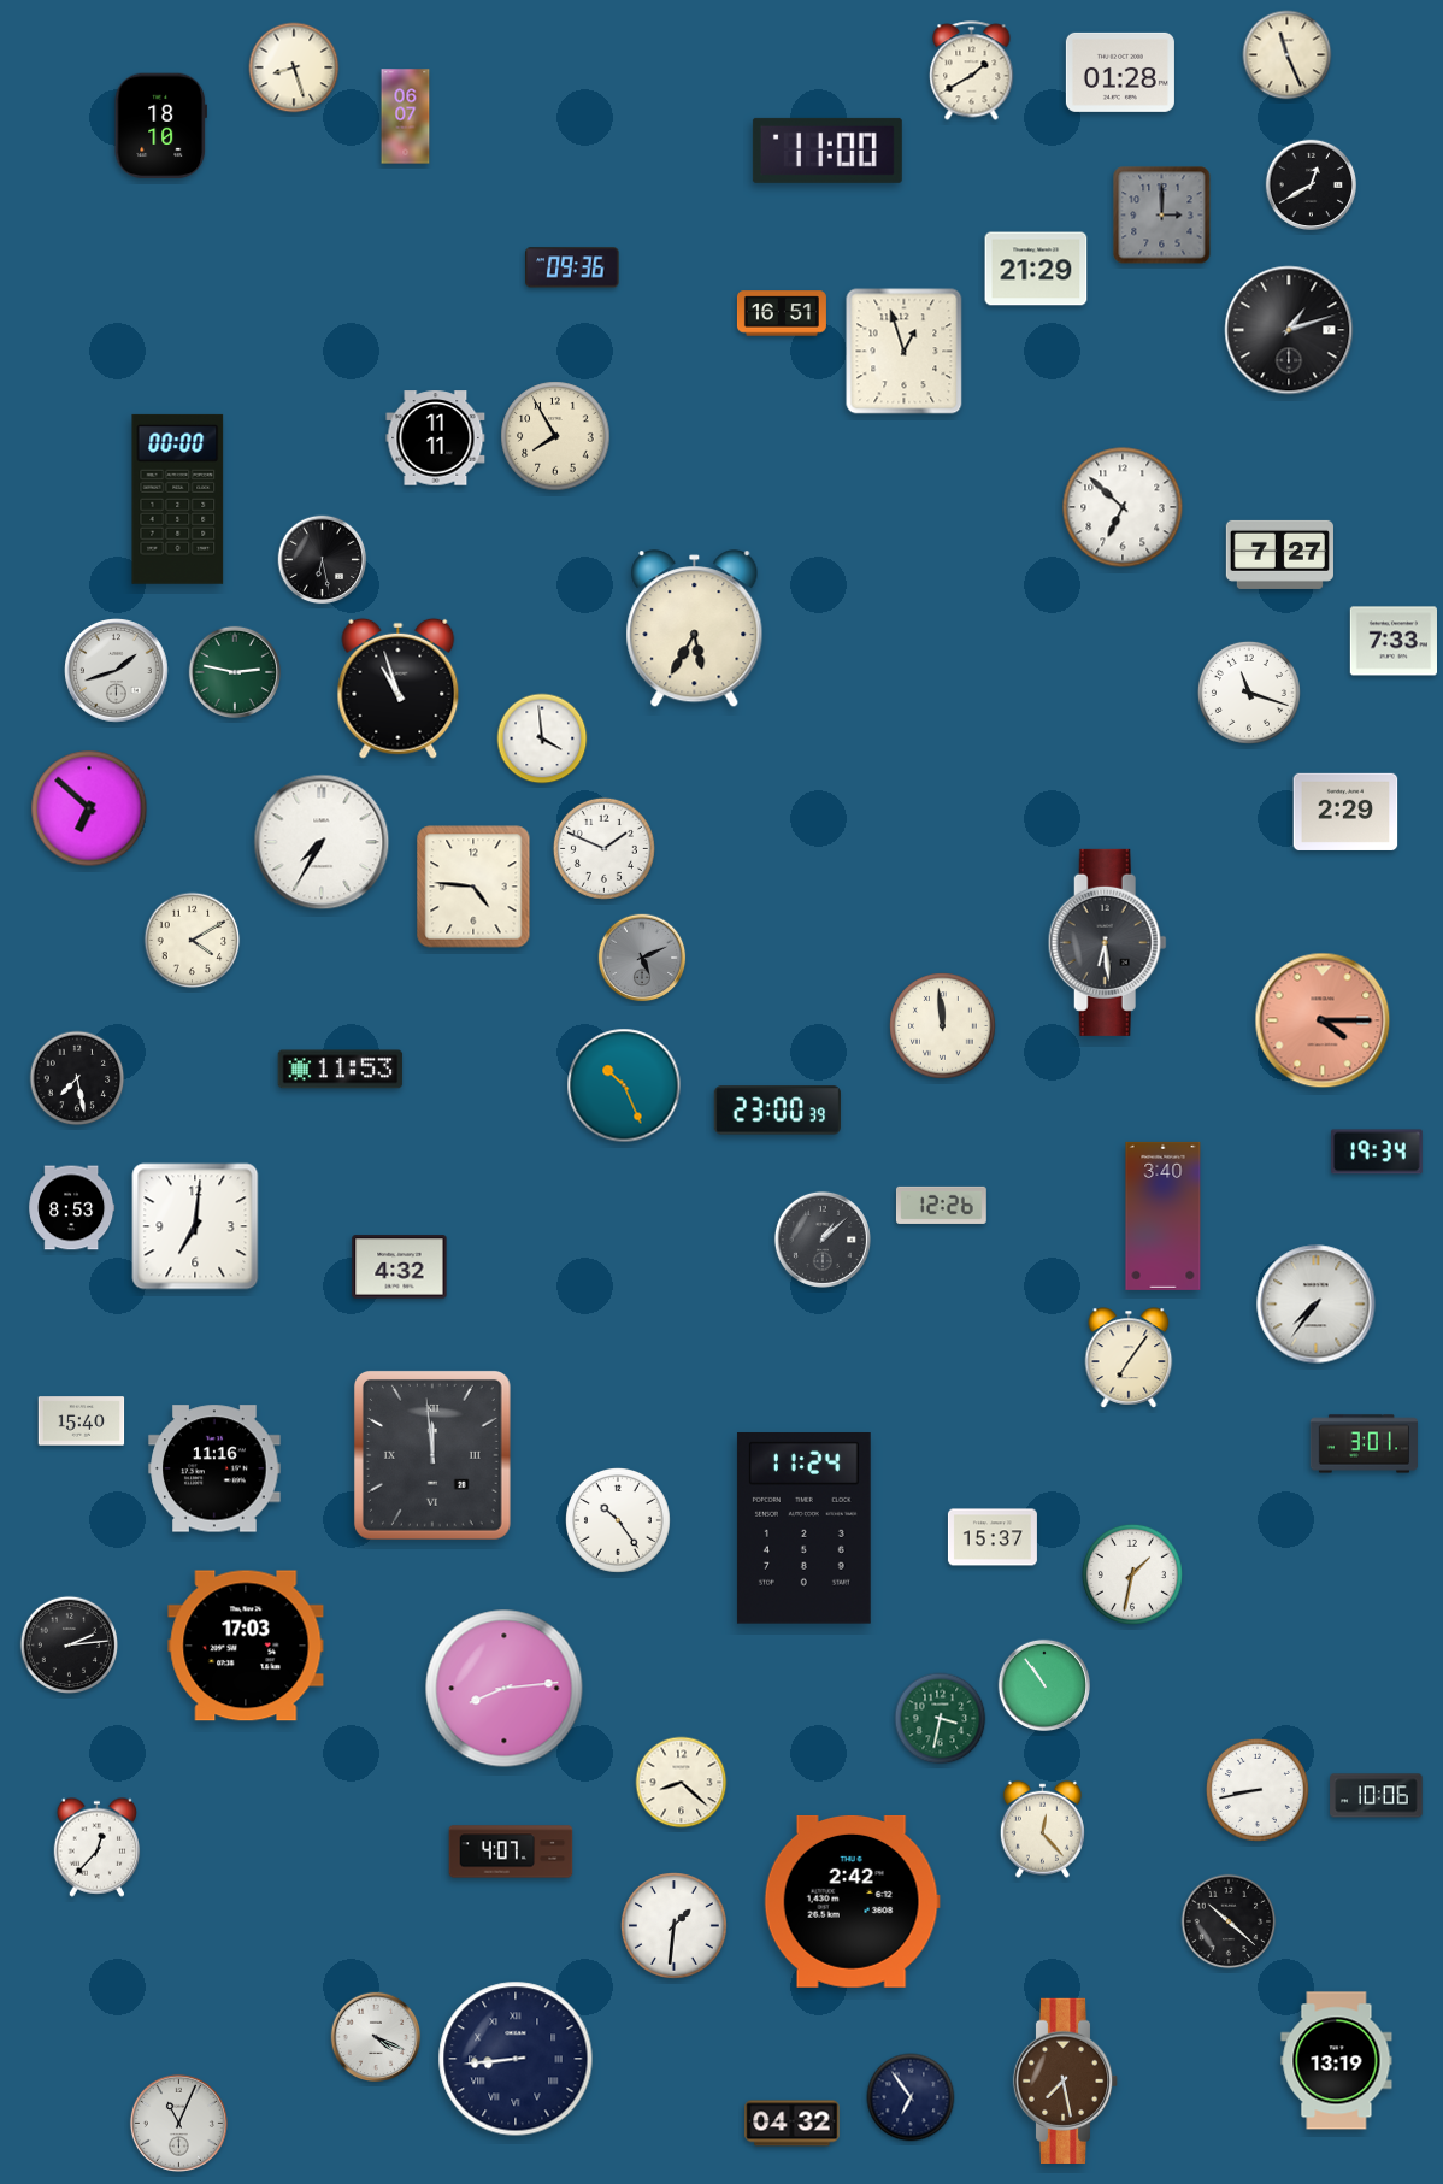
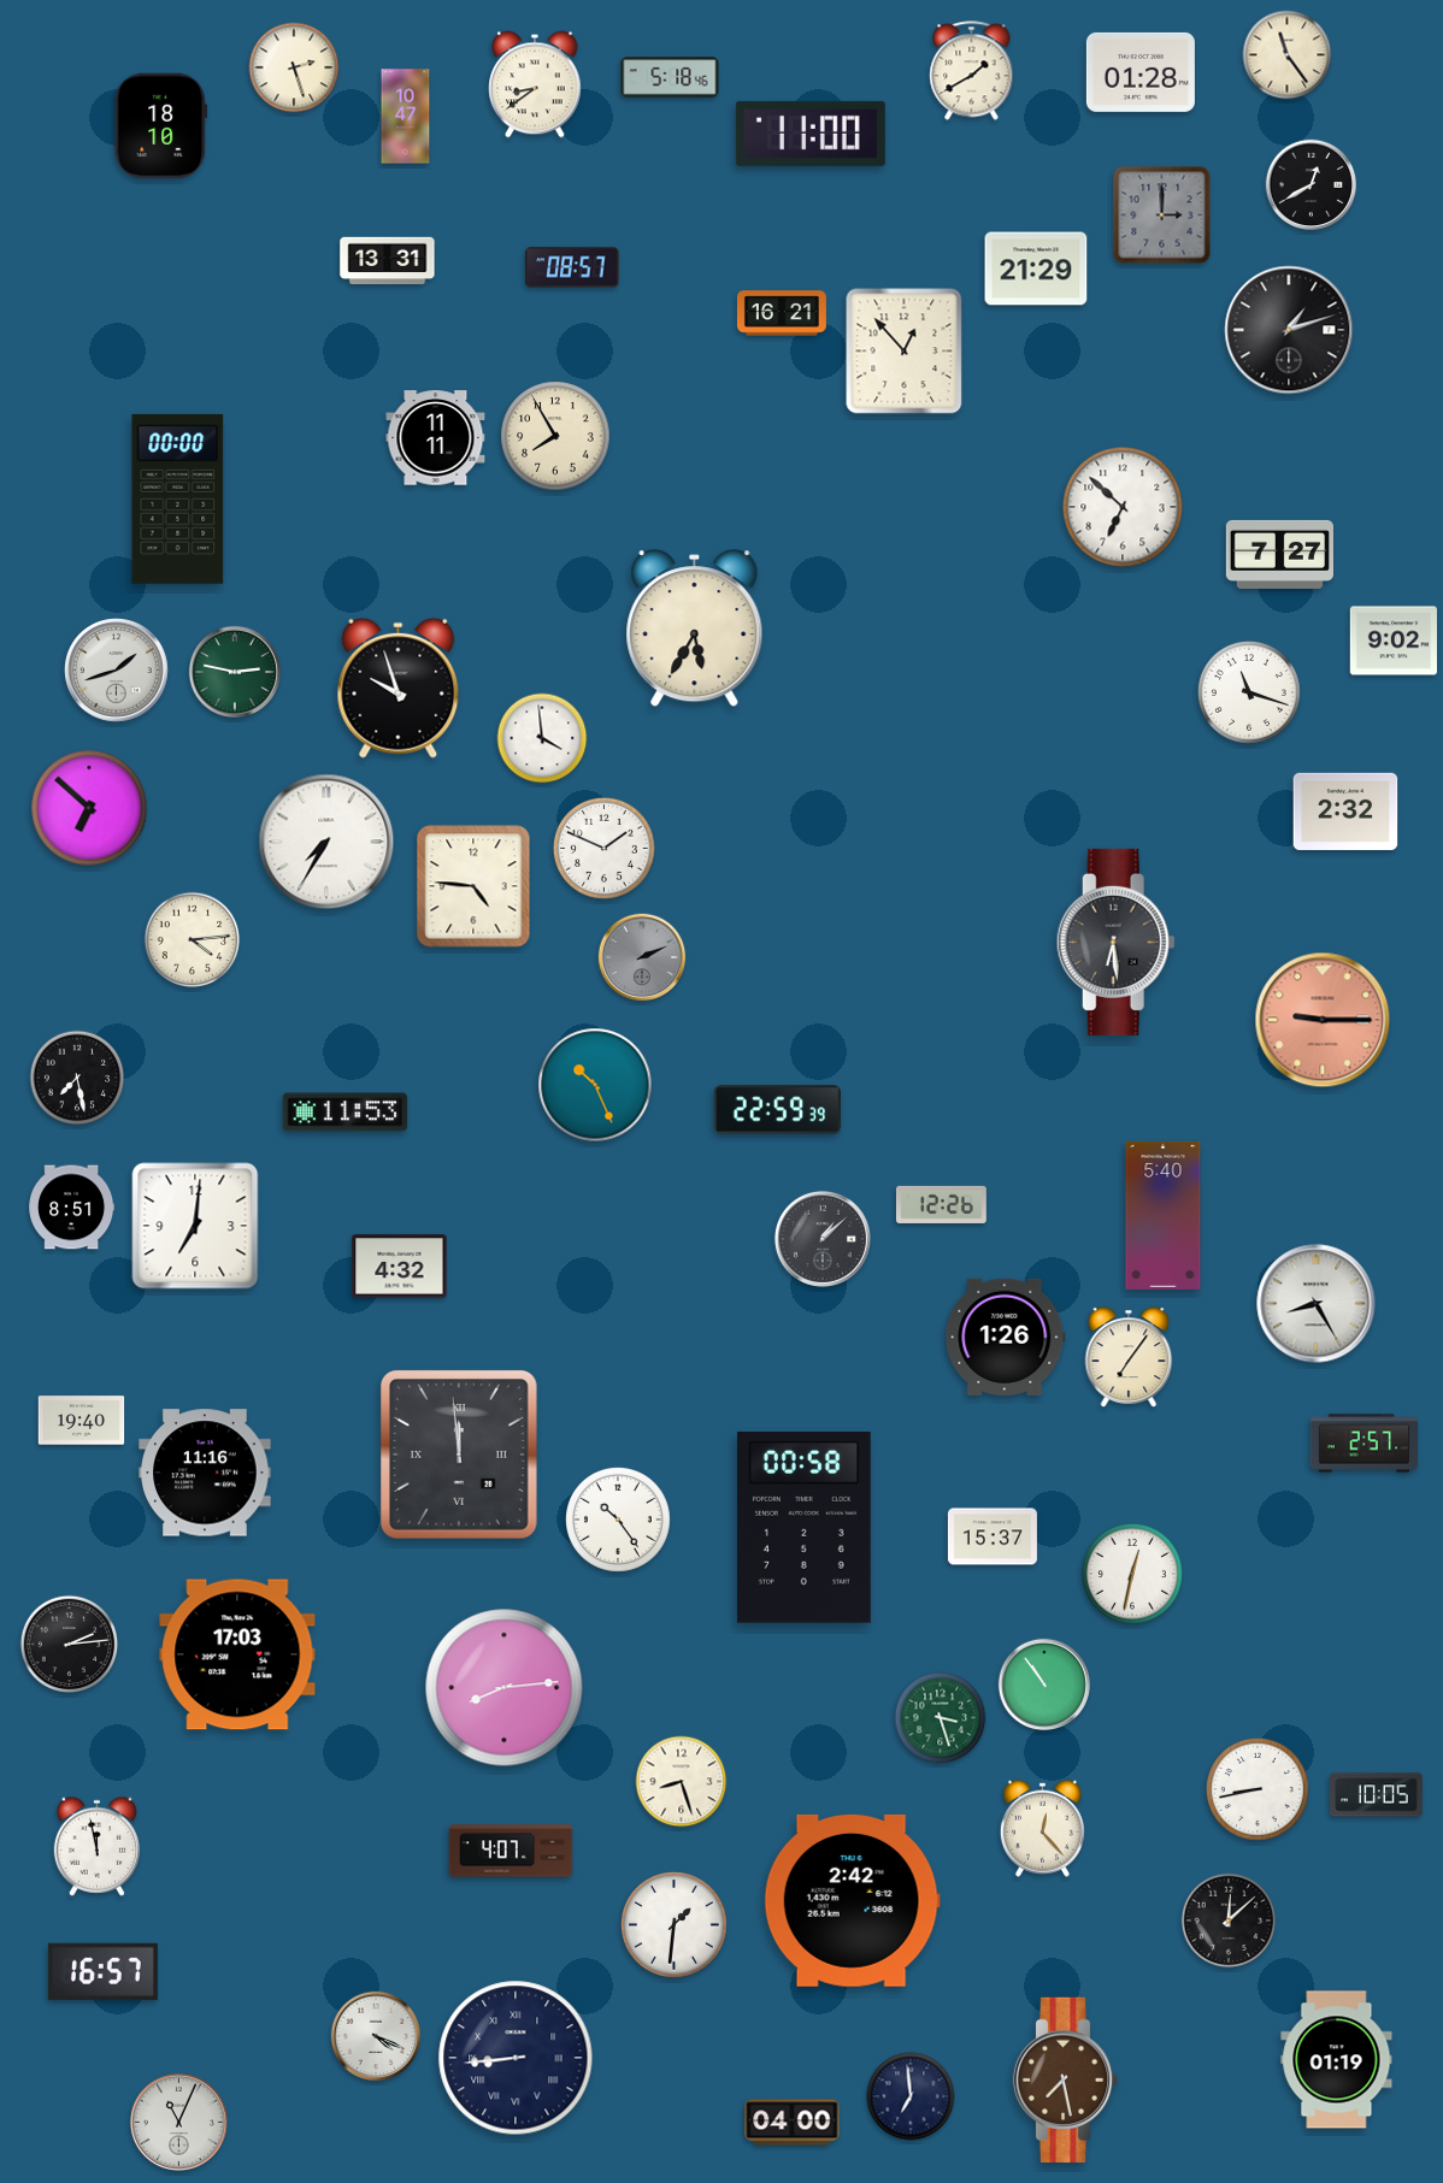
clock at (1288, 55): 11:26 -> 11:24
clock at (294, 67): 8:27 -> 2:27
clock at (1120, 72) position: (1120, 72) -> (1141, 72)
clock at (670, 77): none -> 5:18
clock at (535, 84): none -> 8:39
clock at (406, 117): 06:07 -> 10:47
clock at (827, 151) position: (827, 151) -> (811, 134)
clock at (388, 261): none -> 13:31
clock at (572, 267): 09:36 -> 08:57
clock at (782, 313): 16:51 -> 16:21
clock at (905, 352): 12:57 -> 12:53
clock at (323, 560): 6:28 -> none
clock at (1392, 641): 7:33 -> 9:02
clock at (399, 688): 10:57 -> 9:57
clock at (1345, 812): 2:29 -> 2:32
clock at (322, 842) position: (322, 842) -> (326, 842)
clock at (193, 941): 4:10 -> 4:14
clock at (1107, 942) position: (1107, 942) -> (1115, 942)
clock at (642, 958): 5:11 -> 2:11
clock at (1323, 1020): 4:15 -> 9:15
clock at (943, 1026): 11:59 -> none
clock at (341, 1070) position: (341, 1070) -> (346, 1113)
clock at (624, 1085) position: (624, 1085) -> (595, 1085)
clock at (777, 1111): 23:00 -> 22:59
clock at (1377, 1152): 19:34 -> none
clock at (72, 1208): 8:53 -> 8:51
clock at (1164, 1215): 3:40 -> 5:40
clock at (1317, 1305): 7:36 -> 8:25
clock at (1006, 1337): none -> 1:26
clock at (82, 1421): 15:40 -> 19:40
clock at (1364, 1444): 3:01 -> 2:57
clock at (432, 1456) position: (432, 1456) -> (459, 1456)
clock at (214, 1468) position: (214, 1468) -> (205, 1473)
clock at (803, 1529): 11:24 -> 00:58
clock at (1132, 1574): 1:32 -> 12:32
clock at (246, 1646) position: (246, 1646) -> (237, 1654)
clock at (941, 1719): 3:32 -> 3:27
clock at (682, 1783): 8:22 -> 8:27
clock at (1377, 1796): 10:06 -> 10:05
clock at (98, 1847): 12:37 -> 11:58
clock at (1229, 1921): 10:22 -> 12:08
clock at (102, 1972): none -> 16:57
clock at (1337, 2061): 13:19 -> 01:19
clock at (911, 2097): 6:54 -> 6:59
clock at (793, 2124): 04:32 -> 04:00
